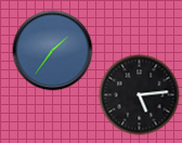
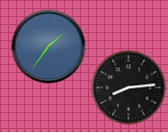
clock at (140, 95): 5:14 -> 8:14
